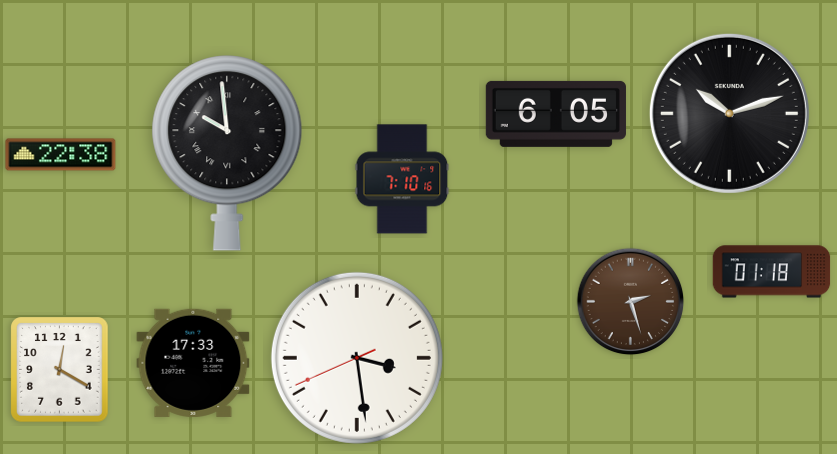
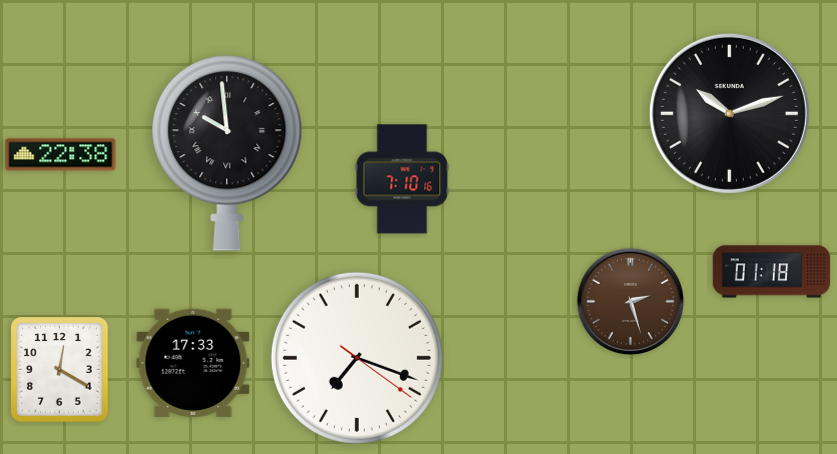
clock at (556, 114): 6:05 -> none
clock at (357, 358): 3:28 -> 7:18
